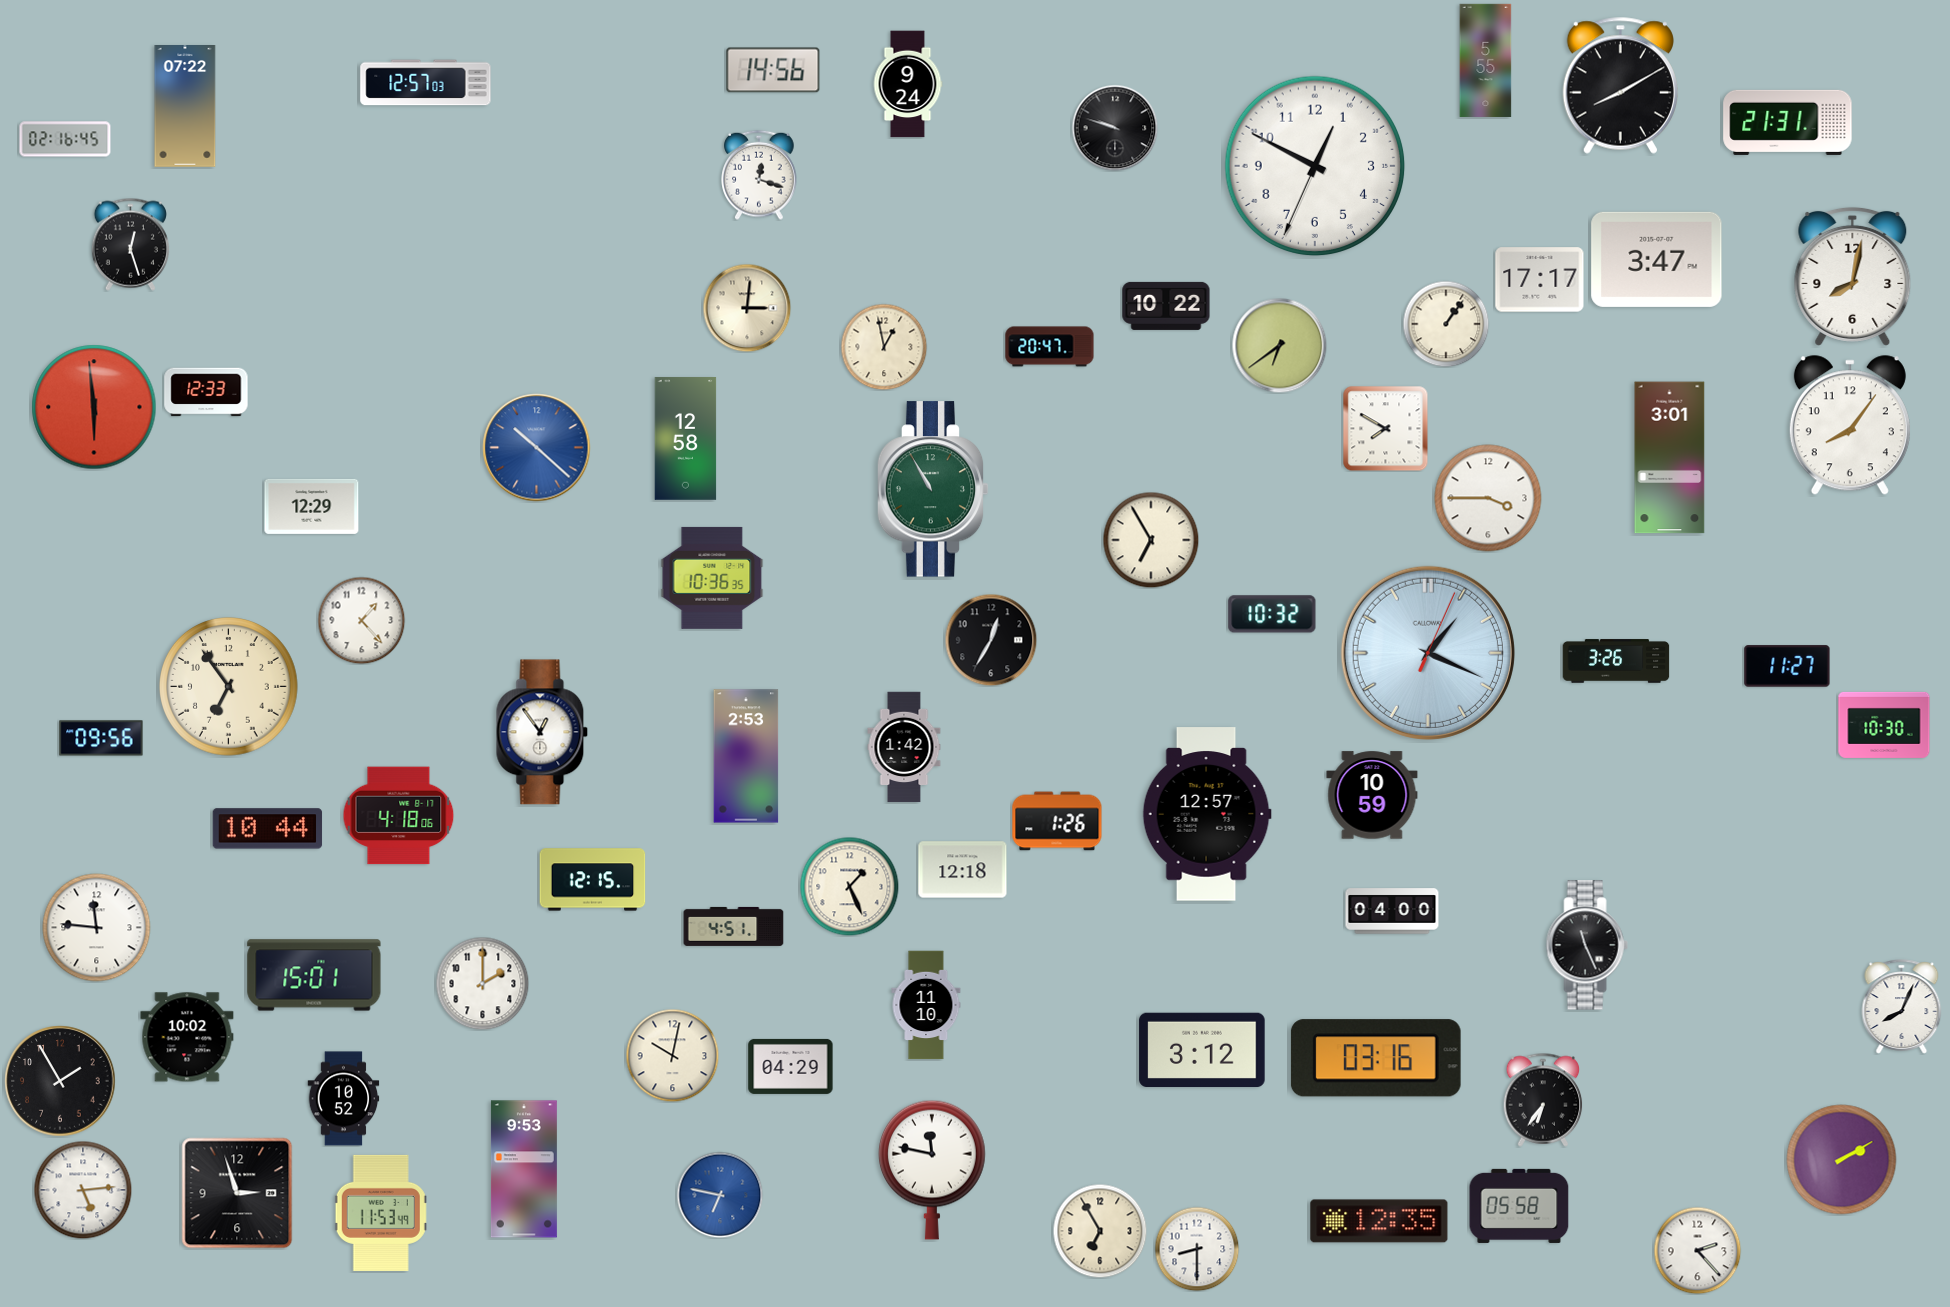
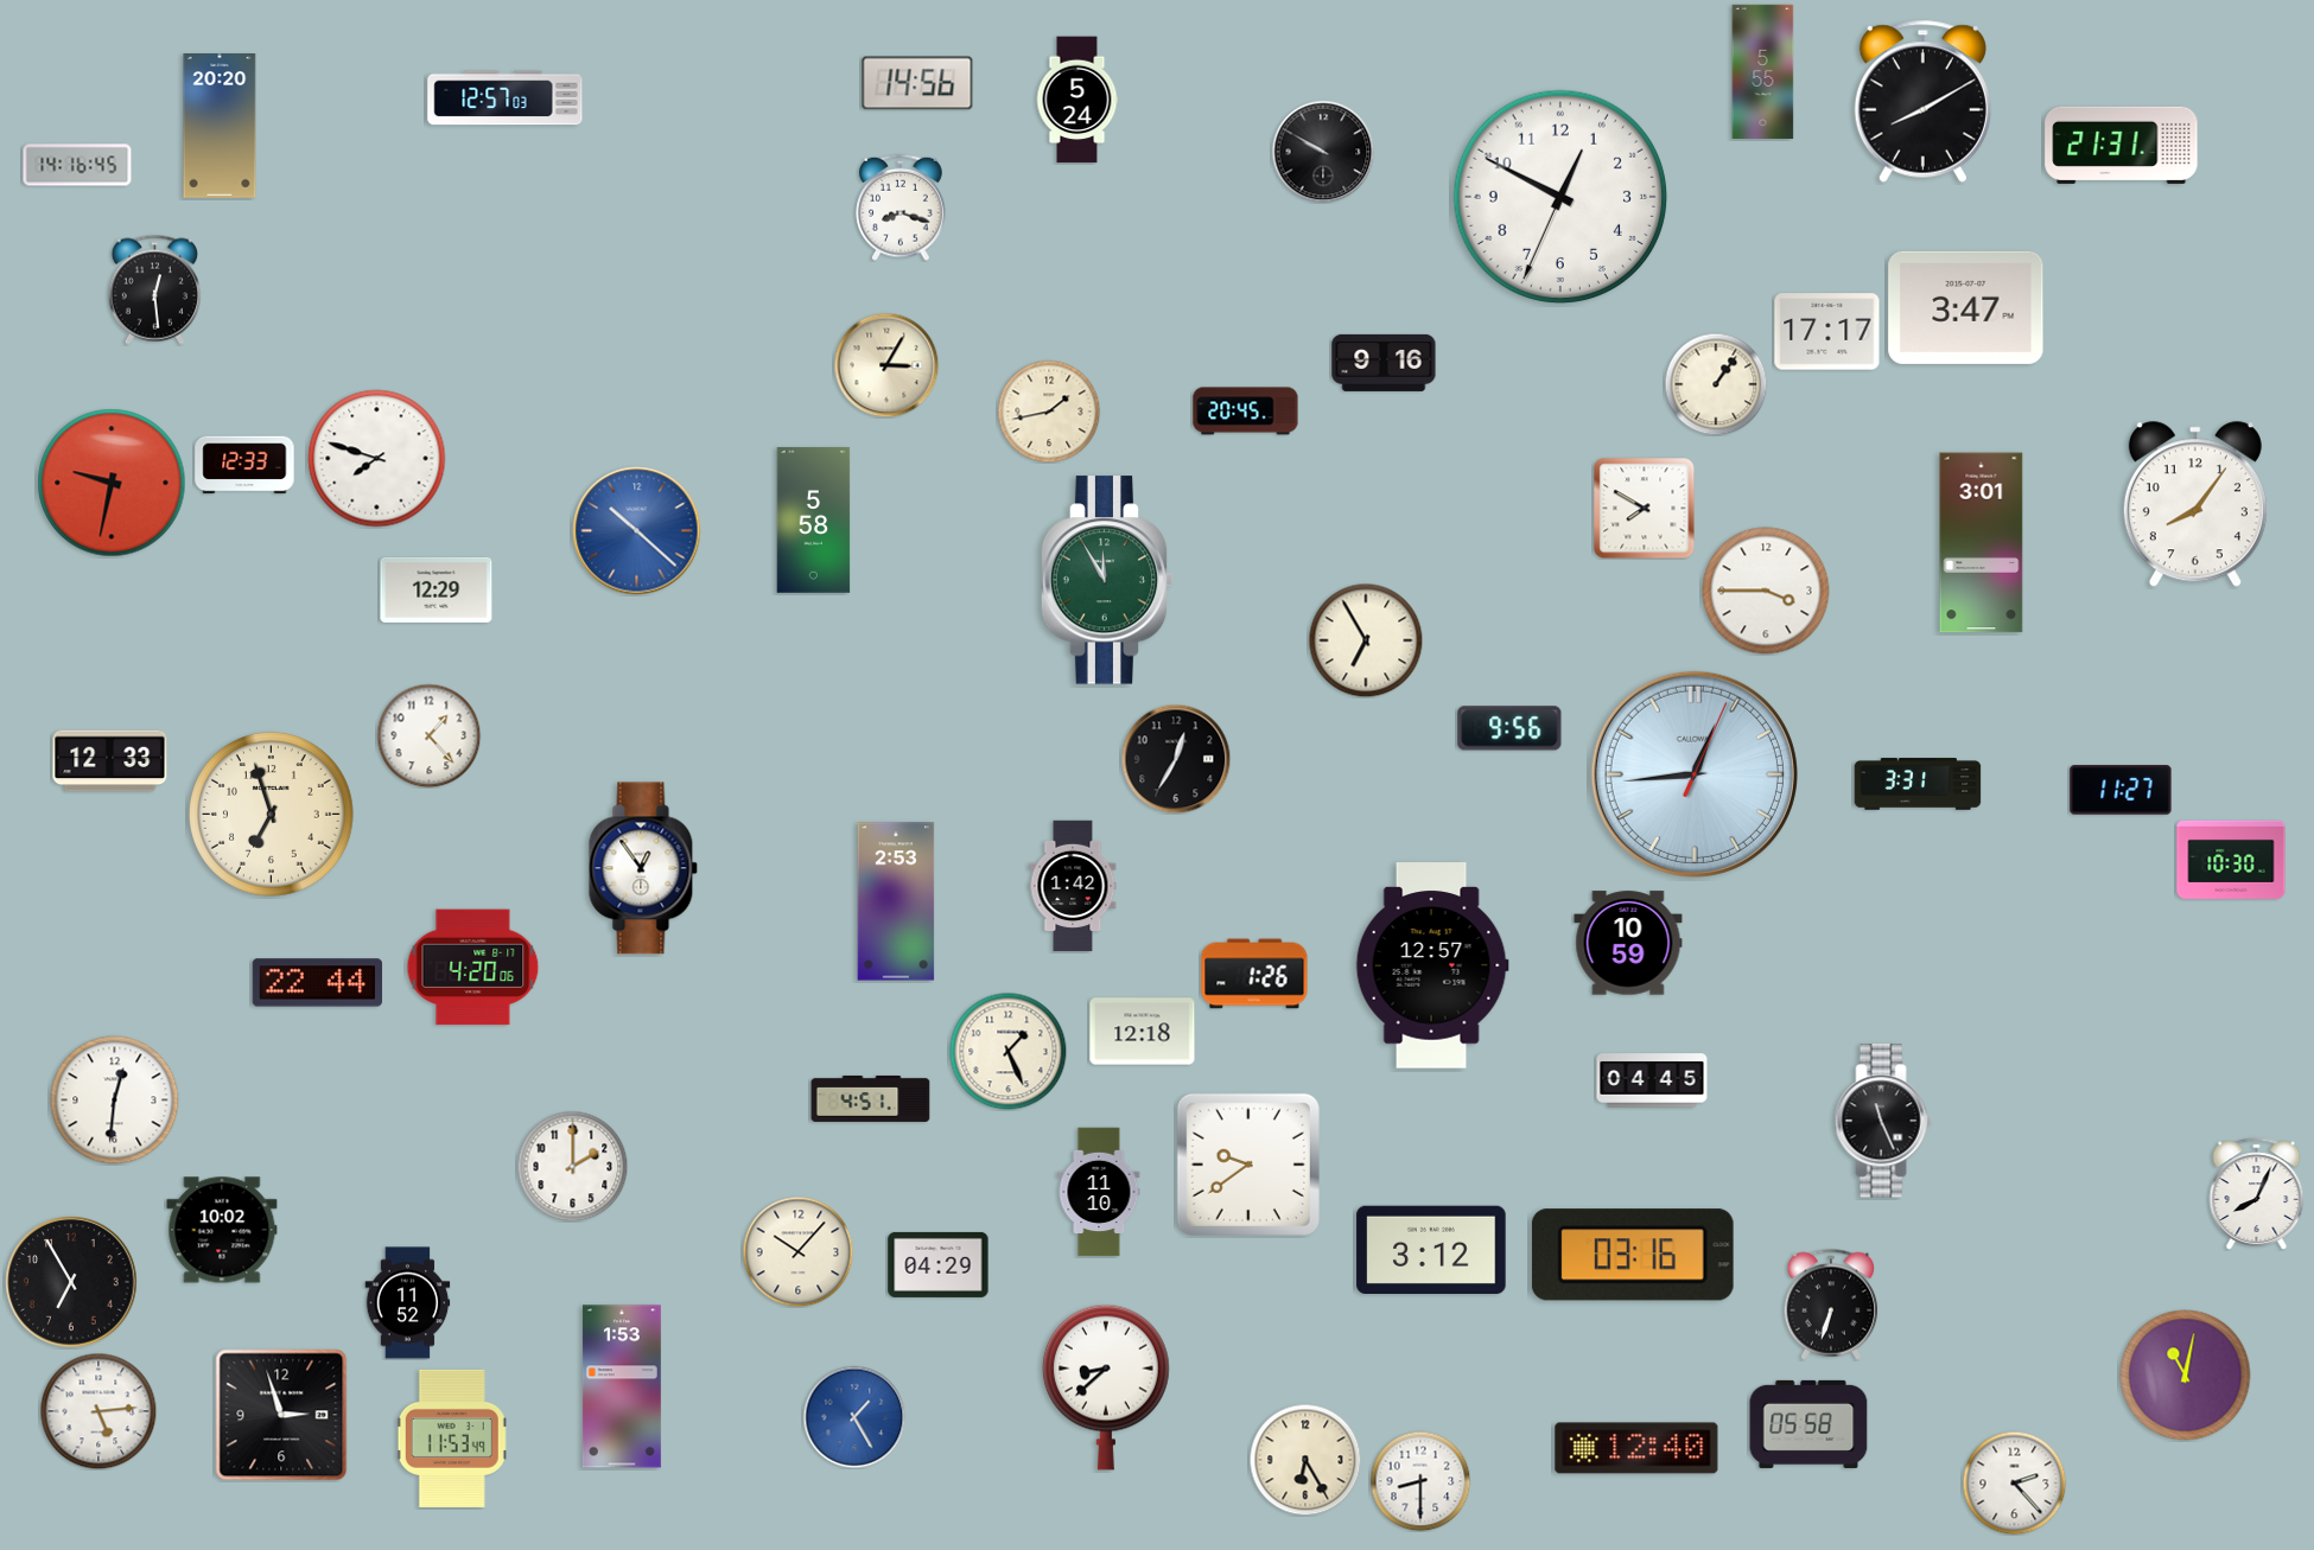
clock at (908, 84): 9:24 -> 5:24
clock at (185, 107): 07:22 -> 20:20
clock at (1115, 128): 9:48 -> 9:50
clock at (65, 139): 02:16 -> 14:16
clock at (759, 175): 12:18 -> 8:18
clock at (130, 244): 12:27 -> 12:29
clock at (1853, 276): 8:02 -> none
clock at (1166, 306): 10:22 -> 9:16
clock at (747, 308): 3:01 -> 3:05
clock at (1279, 345): 6:39 -> none
clock at (884, 347): 12:58 -> 1:43
clock at (1050, 347): 20:47 -> 20:45
clock at (377, 459): none -> 7:48
clock at (94, 407): 5:59 -> 9:32
clock at (686, 439): 12:58 -> 5:58
clock at (933, 489): 10:55 -> 11:55
clock at (312, 506) position: (312, 506) -> (437, 589)
clock at (712, 578): 10:36 -> none
clock at (1272, 614): 10:32 -> 9:56
clock at (110, 761): none -> 12:33
clock at (1428, 653): 1:19 -> 12:44
clock at (1616, 661): 3:26 -> 3:31
clock at (229, 687): 6:54 -> 6:57
clock at (1884, 725) position: (1884, 725) -> (2231, 860)
clock at (101, 738): 09:56 -> none
clock at (746, 756) position: (746, 756) -> (896, 901)
clock at (399, 816): 4:18 -> 4:20
clock at (268, 829): 10:44 -> 22:44
clock at (593, 880): 12:15 -> none
clock at (1392, 911): 04:00 -> 04:45
clock at (97, 928): 11:46 -> 12:31
clock at (314, 975): 15:01 -> none
clock at (1248, 1165): none -> 9:39
clock at (1202, 1050) position: (1202, 1050) -> (1431, 1250)
clock at (672, 1055): 10:02 -> 10:07
clock at (60, 1081): 1:55 -> 6:55
clock at (344, 1099): 10:52 -> 11:52
clock at (1543, 1100): 6:36 -> 6:33
clock at (1842, 1160): 2:10 -> 11:02
clock at (524, 1169): 9:53 -> 1:53
clock at (932, 1170): 11:47 -> 8:38
clock at (720, 1195): 6:47 -> 1:25
clock at (1519, 1206) position: (1519, 1206) -> (1808, 1424)
clock at (1379, 1221): 12:35 -> 12:40
clock at (1100, 1231): 6:55 -> 6:25
